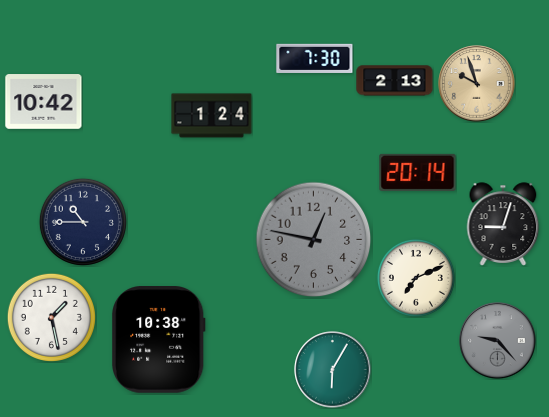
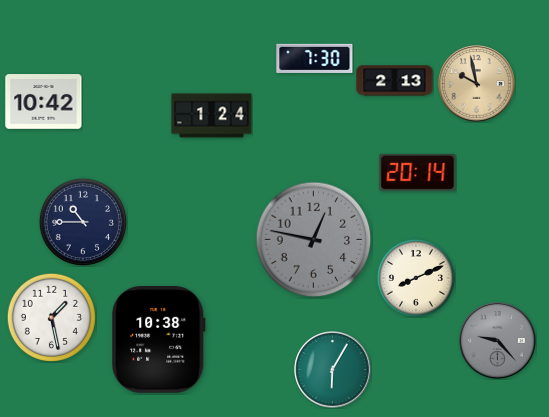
clock at (477, 84): 9:57 -> 9:58
clock at (503, 224): 9:03 -> none
clock at (416, 278): 7:11 -> 8:11
